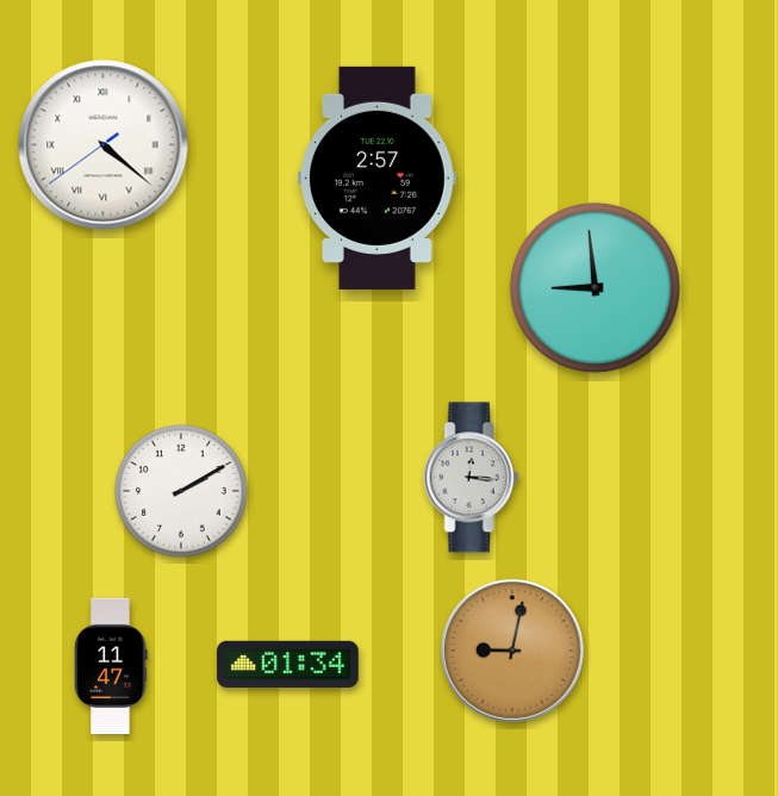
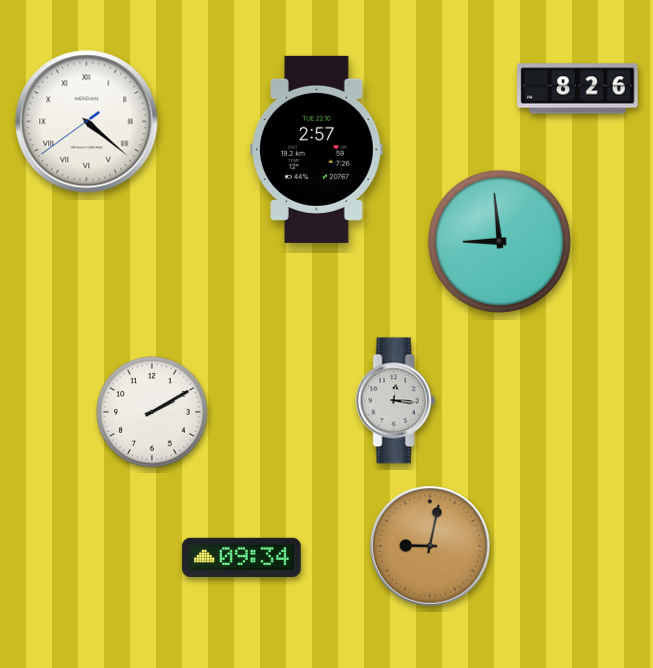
clock at (578, 89): none -> 8:26
clock at (288, 664): 01:34 -> 09:34
clock at (111, 666): 11:47 -> none
